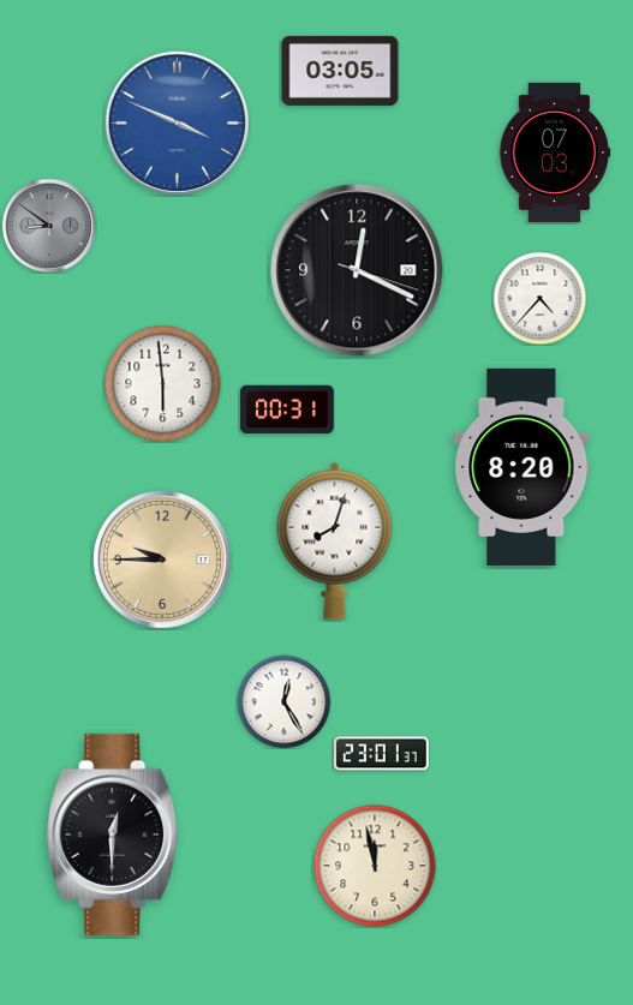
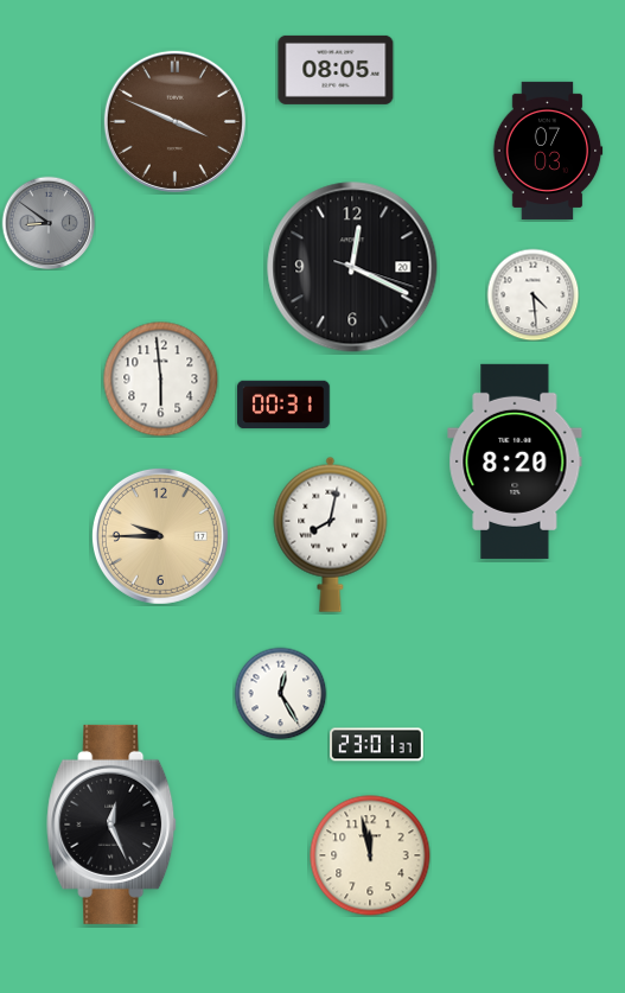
clock at (340, 71): 03:05 -> 08:05
clock at (177, 122) dial: blue -> brown
clock at (539, 298): 4:37 -> 4:29
clock at (335, 540): 8:03 -> 8:02
clock at (162, 560) position: (162, 560) -> (160, 536)
clock at (114, 834): 12:30 -> 12:26
